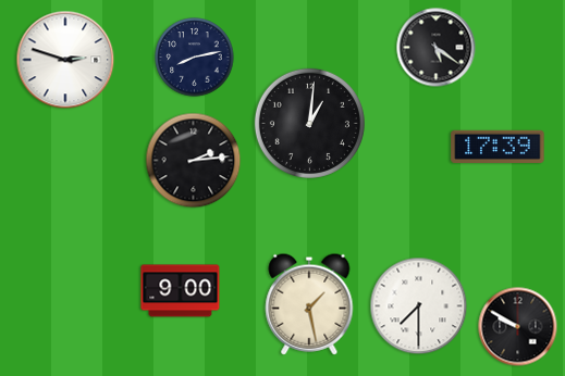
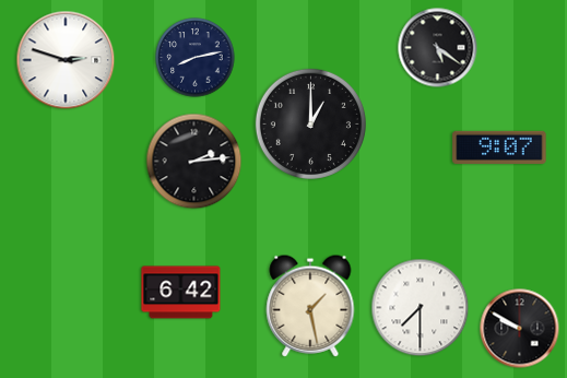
clock at (309, 123): 1:01 -> 1:00
clock at (498, 147): 17:39 -> 9:07
clock at (181, 291): 9:00 -> 6:42
